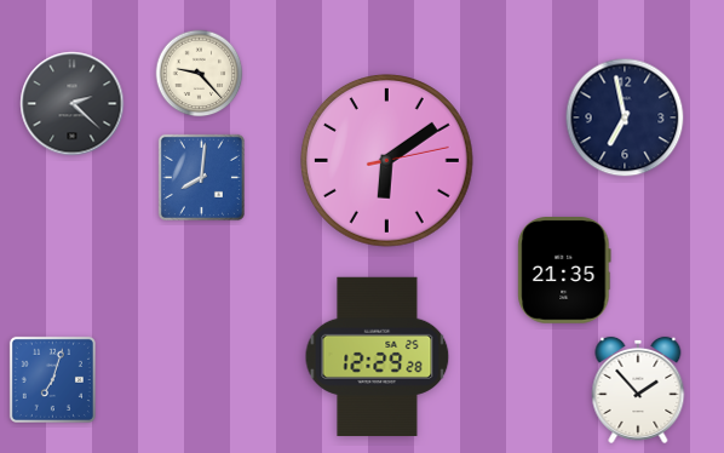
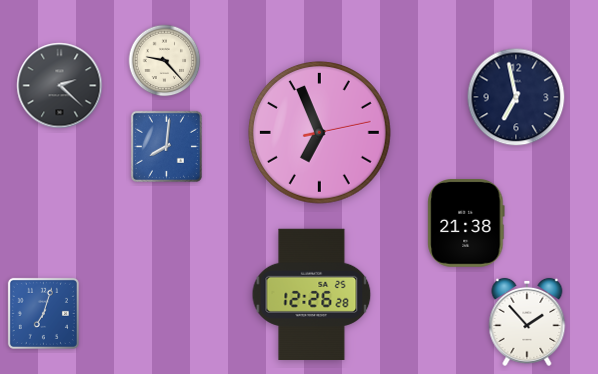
clock at (387, 161): 6:09 -> 6:56
clock at (564, 271): 21:35 -> 21:38
clock at (378, 356): 12:29 -> 12:26
